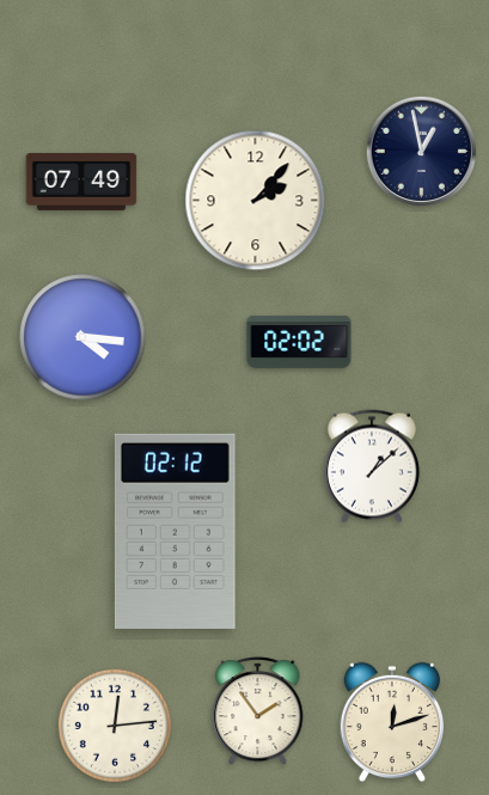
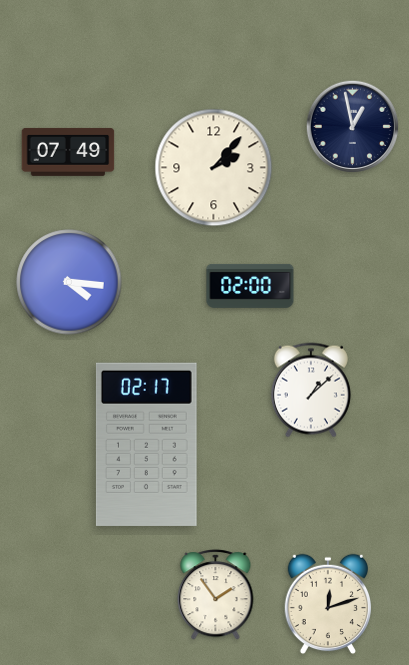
clock at (299, 342): 02:02 -> 02:00
clock at (175, 531): 02:12 -> 02:17
clock at (115, 726): 12:14 -> none
